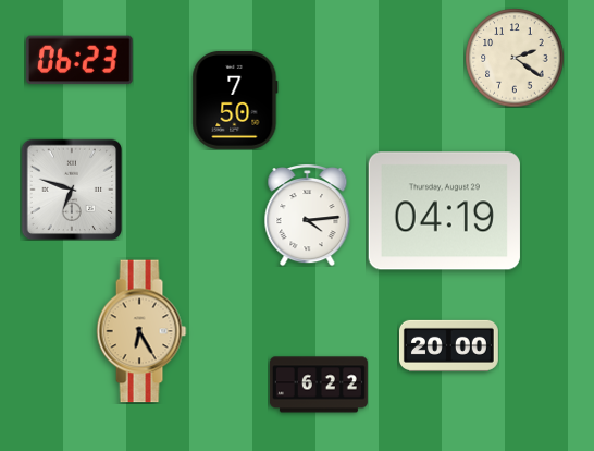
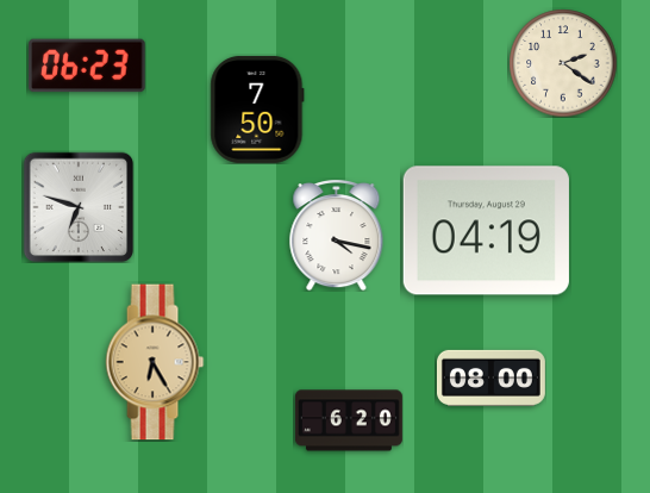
clock at (308, 216): 4:14 -> 4:17
clock at (448, 345): 20:00 -> 08:00
clock at (319, 385): 6:22 -> 6:20
